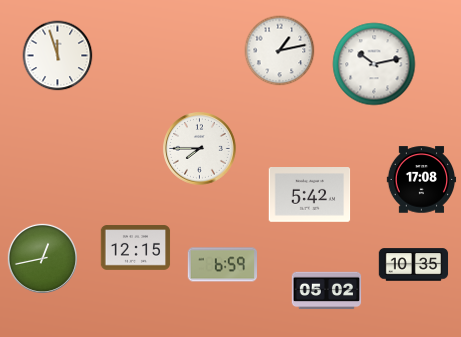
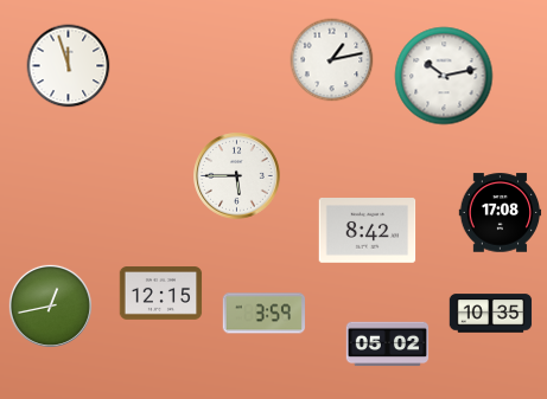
clock at (200, 149): 7:45 -> 5:45
clock at (310, 195): 5:42 -> 8:42
clock at (222, 265): 6:59 -> 3:59
